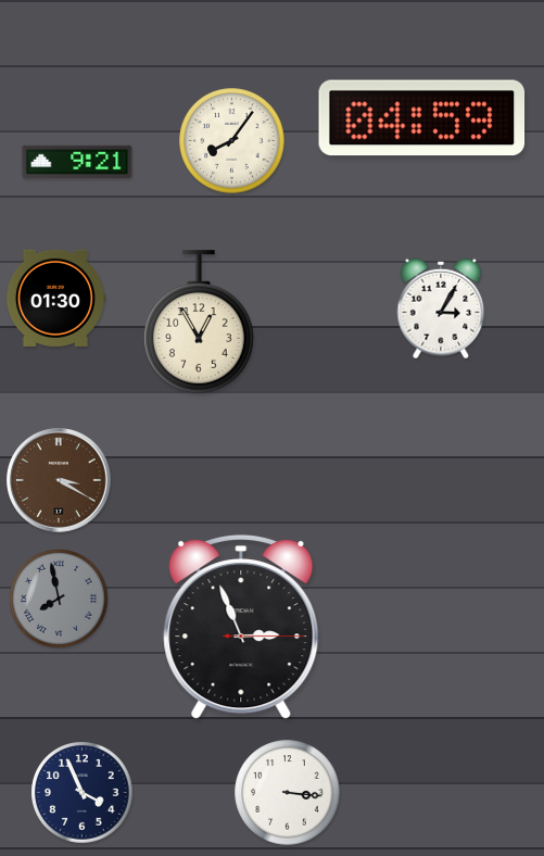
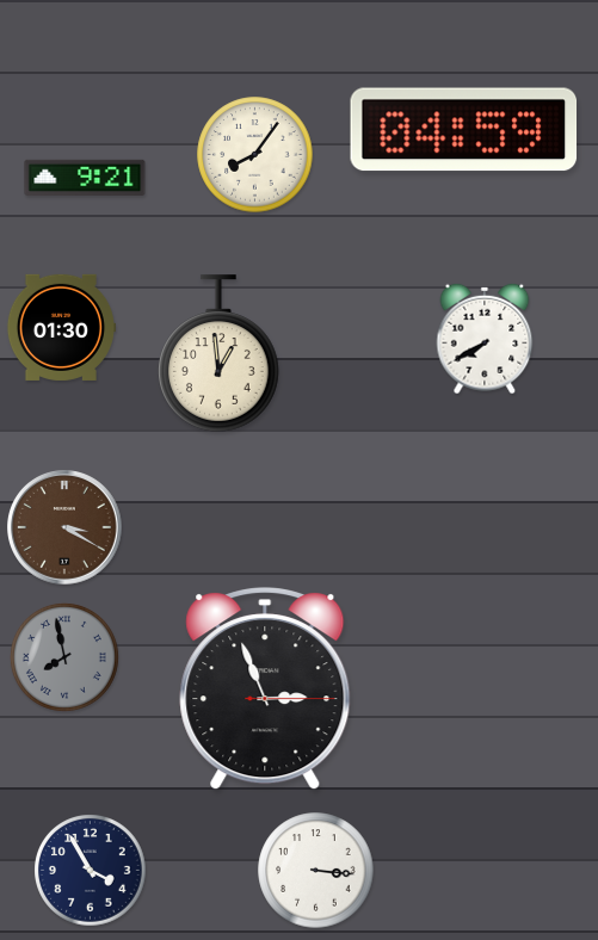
clock at (441, 309): 3:05 -> 7:40
clock at (200, 322): 12:55 -> 12:59
clock at (83, 793): 3:56 -> 3:55
